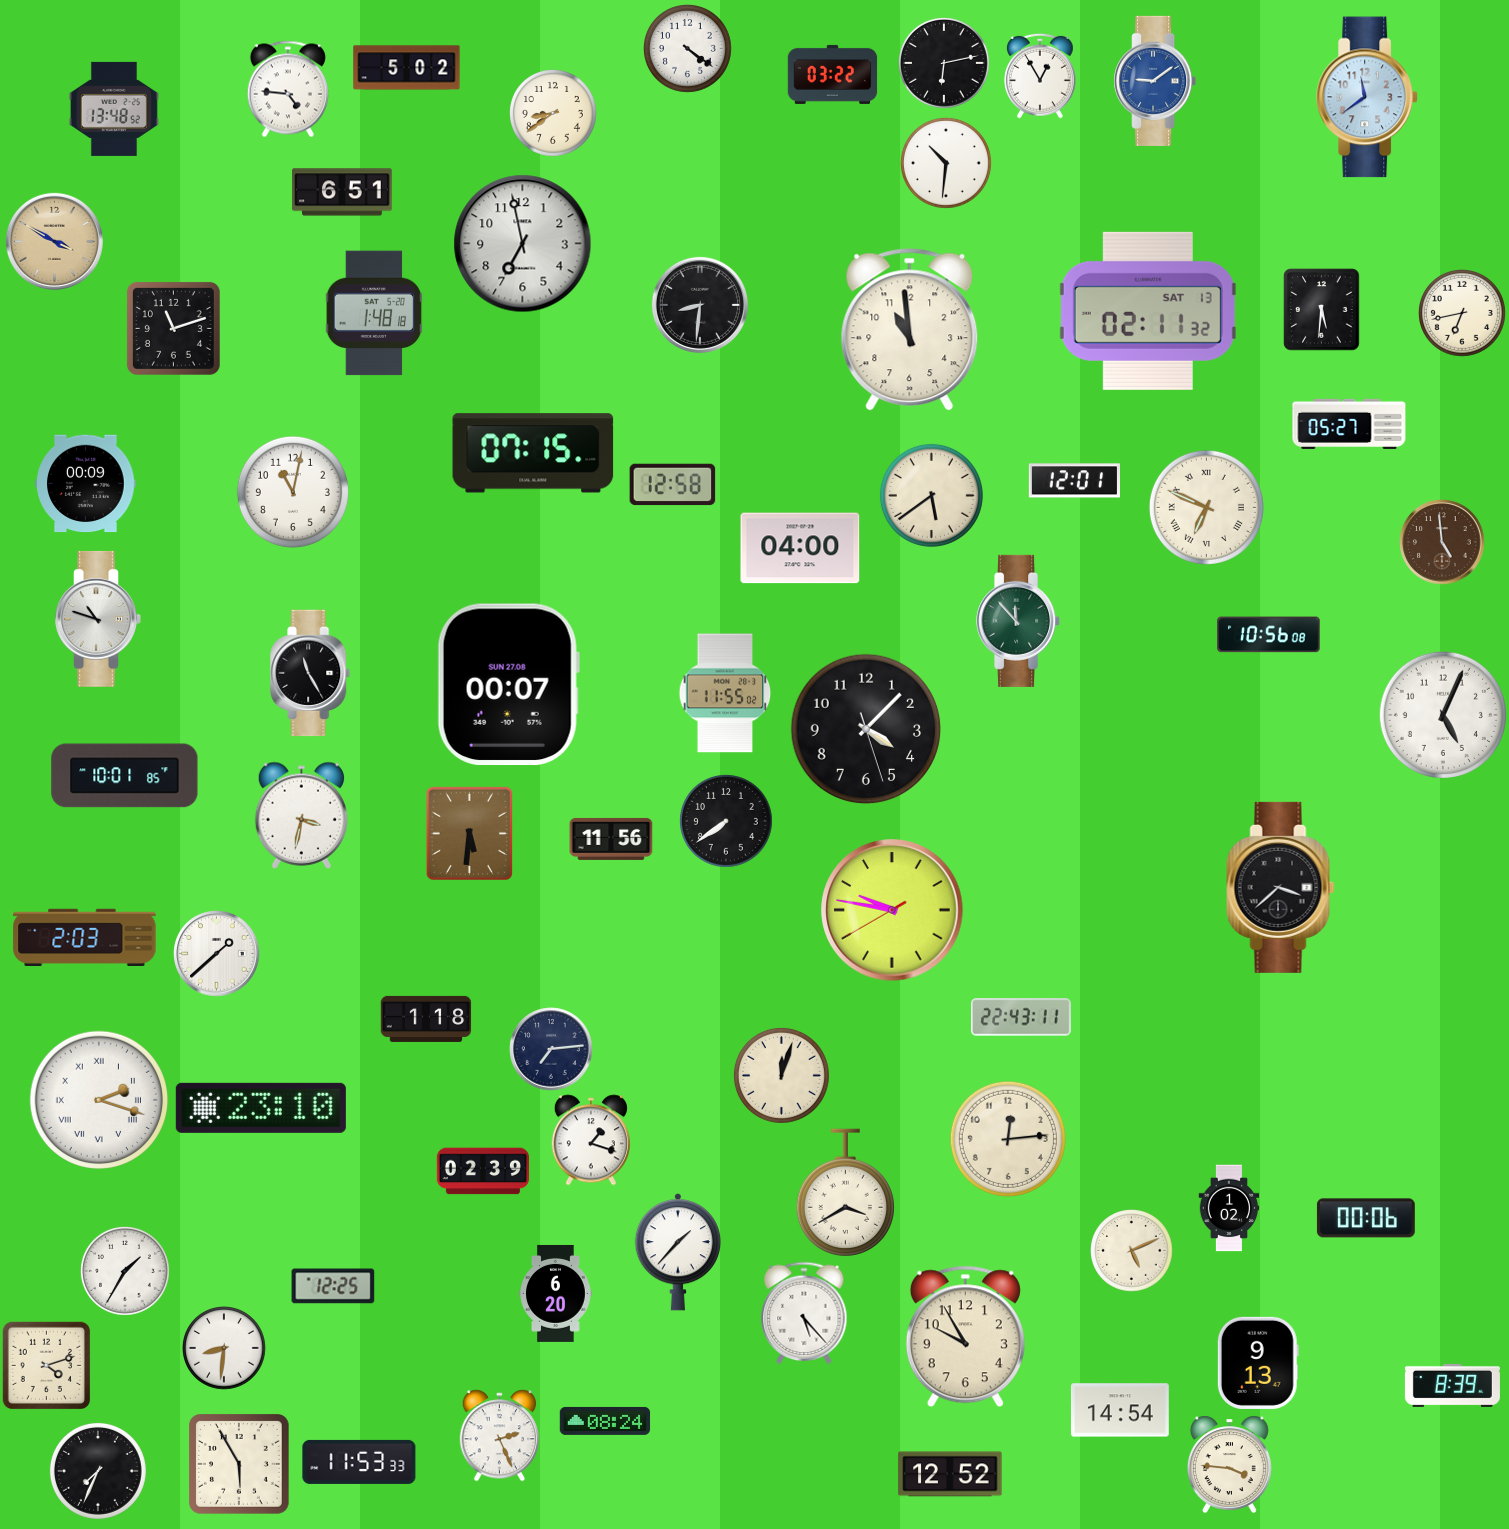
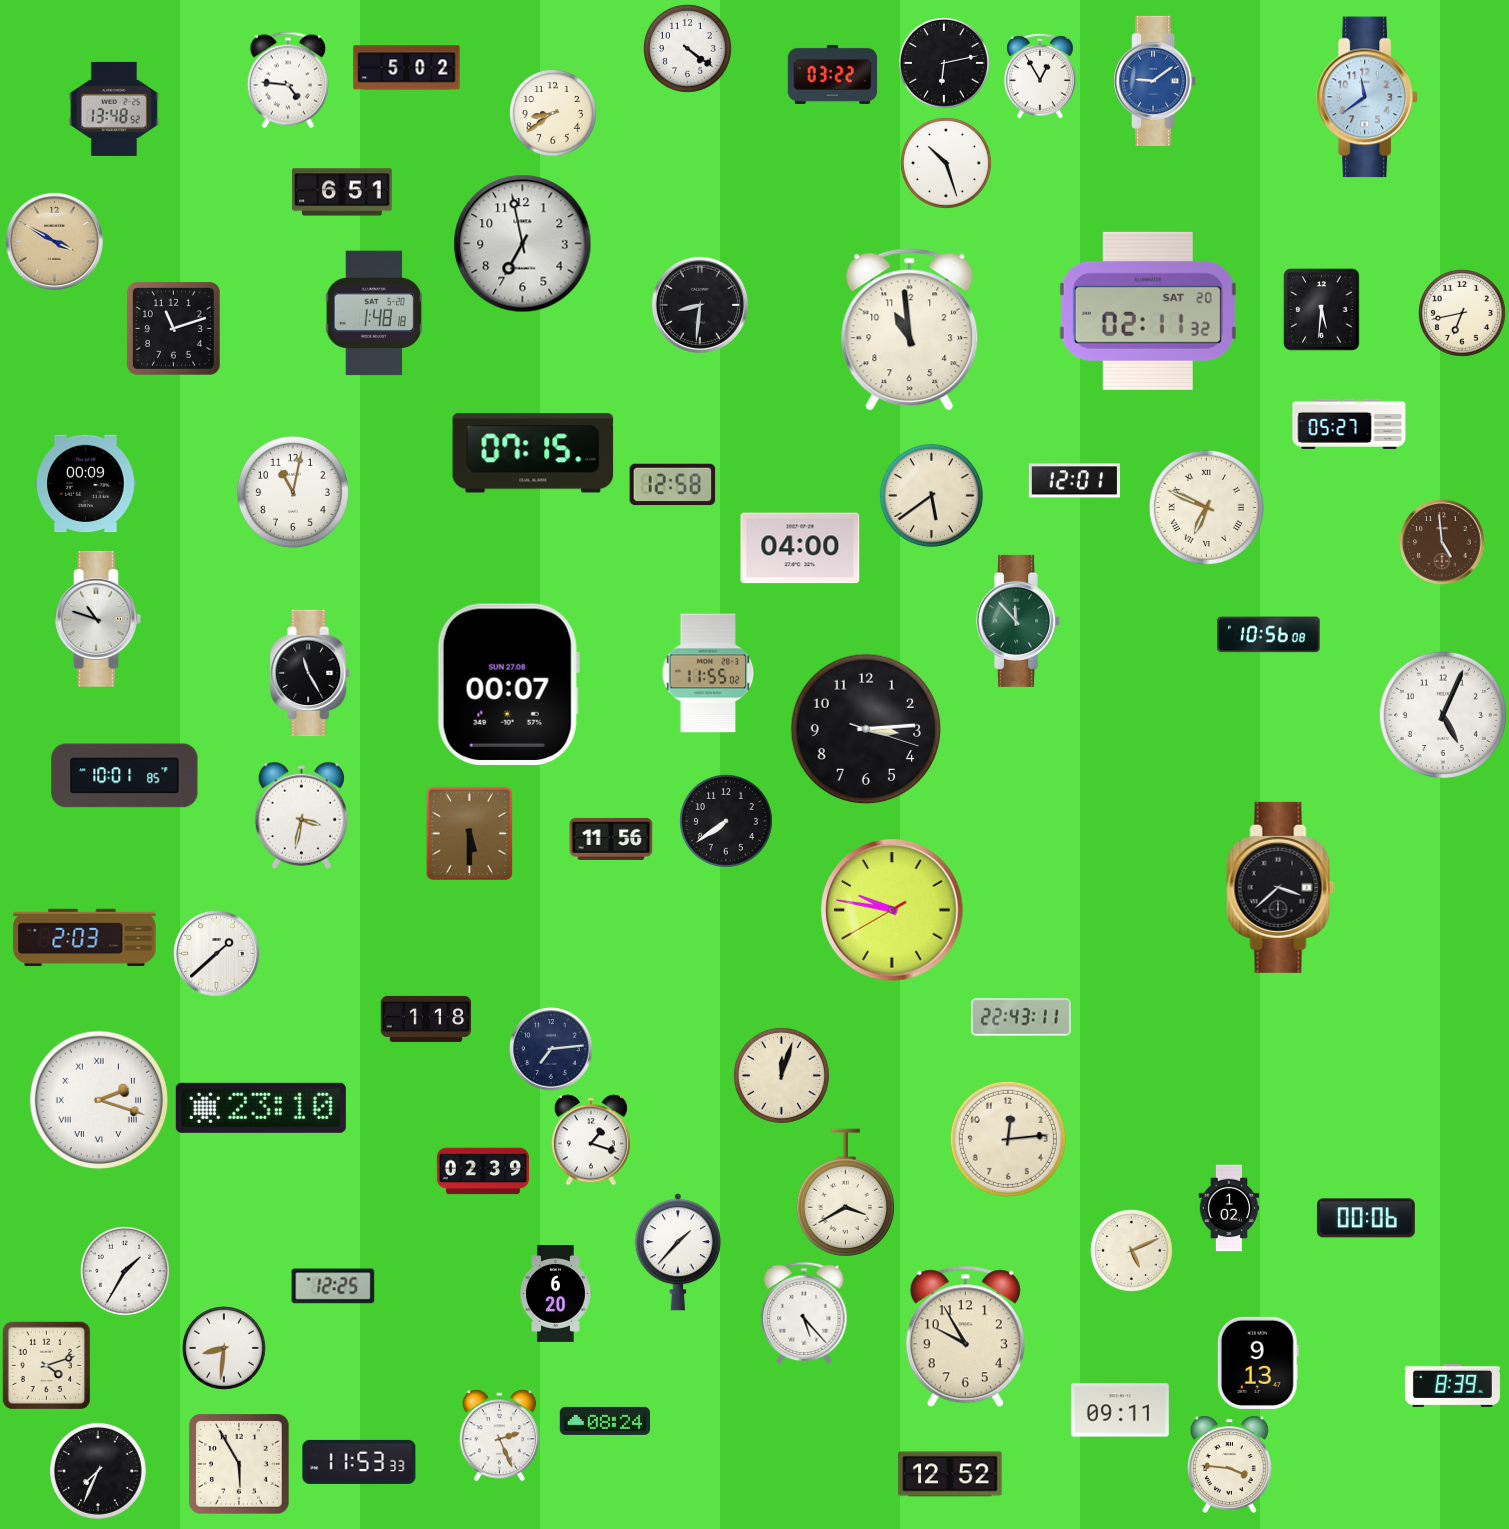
clock at (288, 89) position: (288, 89) -> (288, 80)
clock at (946, 163): 10:31 -> 10:27
clock at (1148, 311) date: SAT 13 -> SAT 20
clock at (725, 693) position: (725, 693) -> (708, 673)
clock at (866, 729): 4:07 -> 3:14
clock at (469, 833): 5:31 -> 5:30
clock at (1120, 1410): 14:54 -> 09:11
